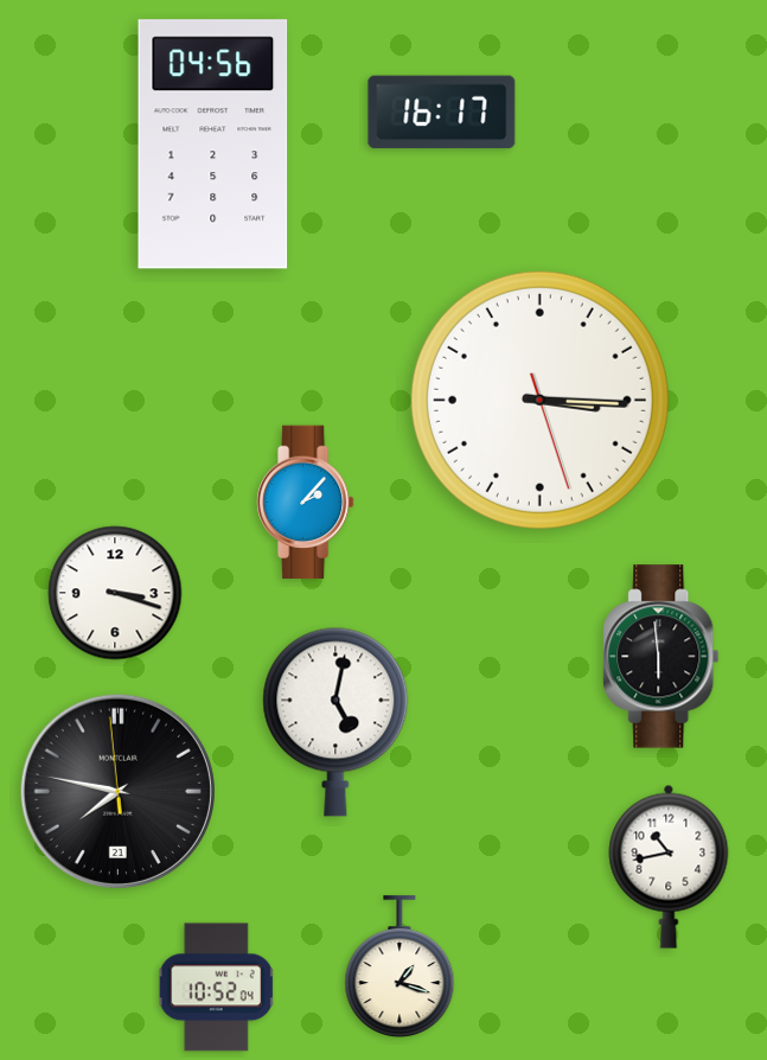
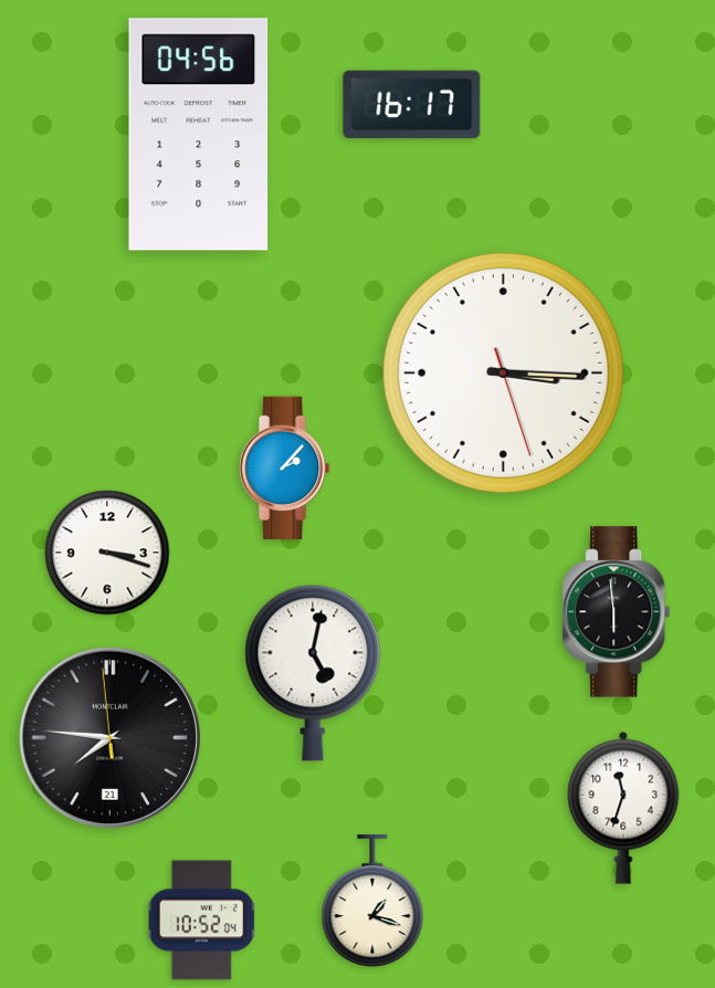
clock at (117, 791): 7:46 -> 7:45
clock at (669, 867): 10:43 -> 11:33
